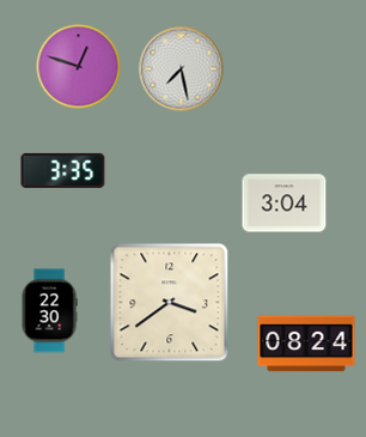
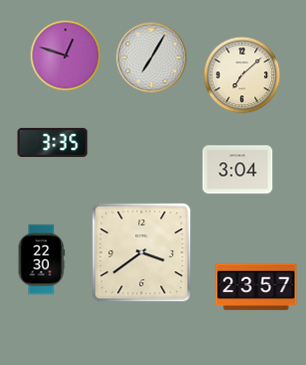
clock at (182, 69): 7:28 -> 7:05
clock at (242, 75): none -> 7:08
clock at (306, 344): 08:24 -> 23:57
